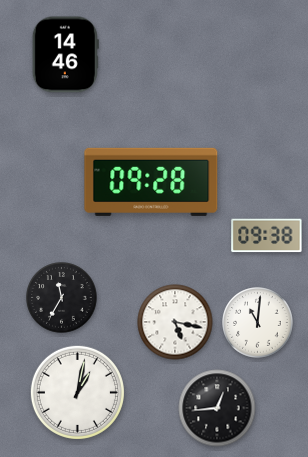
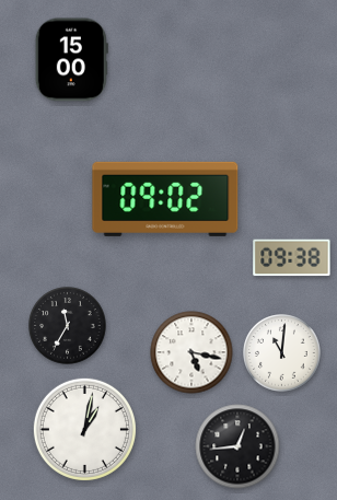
clock at (65, 55): 14:46 -> 15:00
clock at (151, 182): 09:28 -> 09:02
